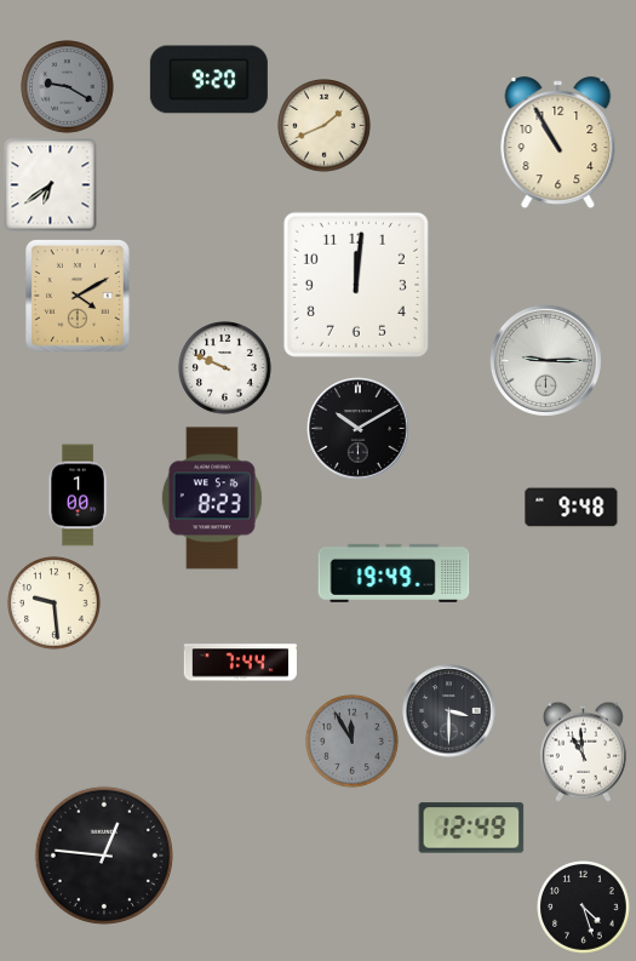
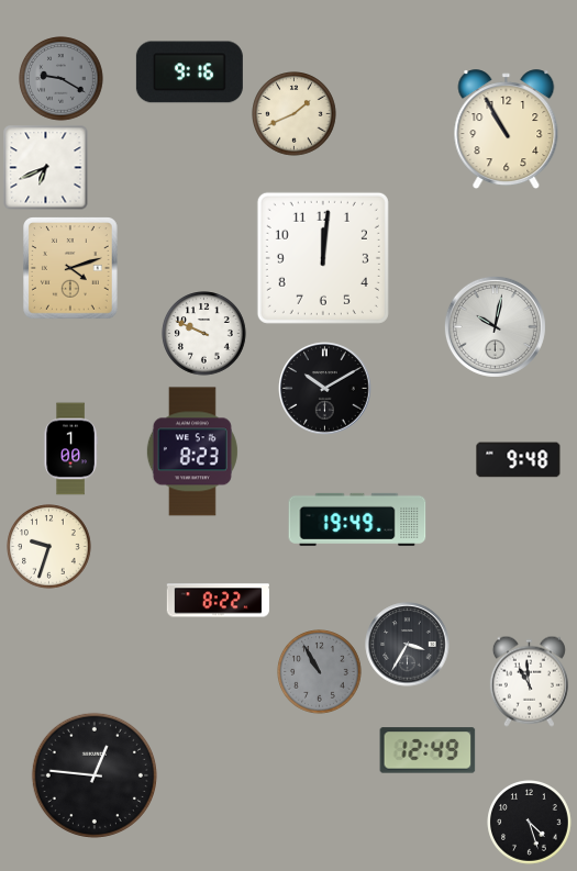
clock at (208, 80): 9:20 -> 9:16
clock at (51, 185): 6:39 -> 6:41
clock at (79, 297): 4:10 -> 4:12
clock at (545, 360): 9:15 -> 10:02
clock at (55, 604): 9:29 -> 9:33
clock at (240, 663): 7:44 -> 8:22
clock at (449, 711): 3:30 -> 3:35
clock at (353, 742): 11:55 -> 10:55
